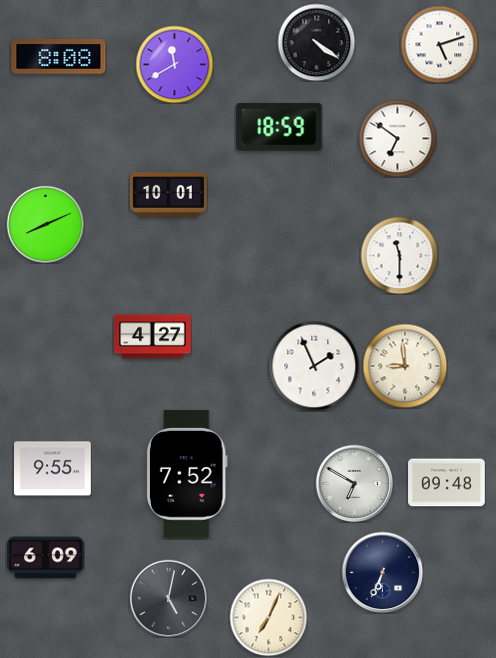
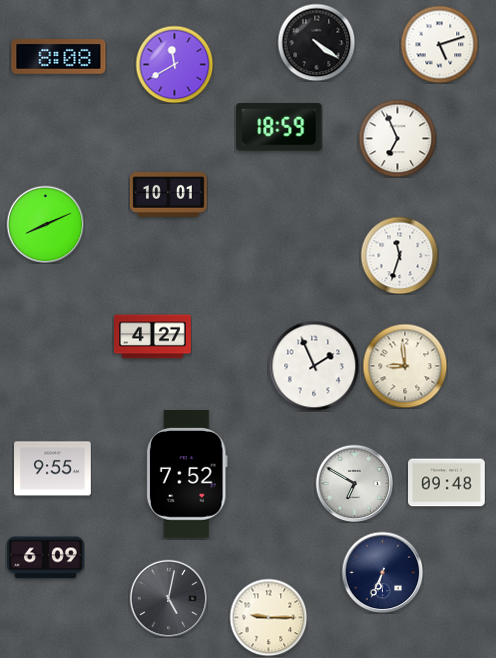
clock at (397, 138): 6:51 -> 6:56
clock at (399, 255): 11:30 -> 11:33
clock at (268, 617): 7:04 -> 9:15
